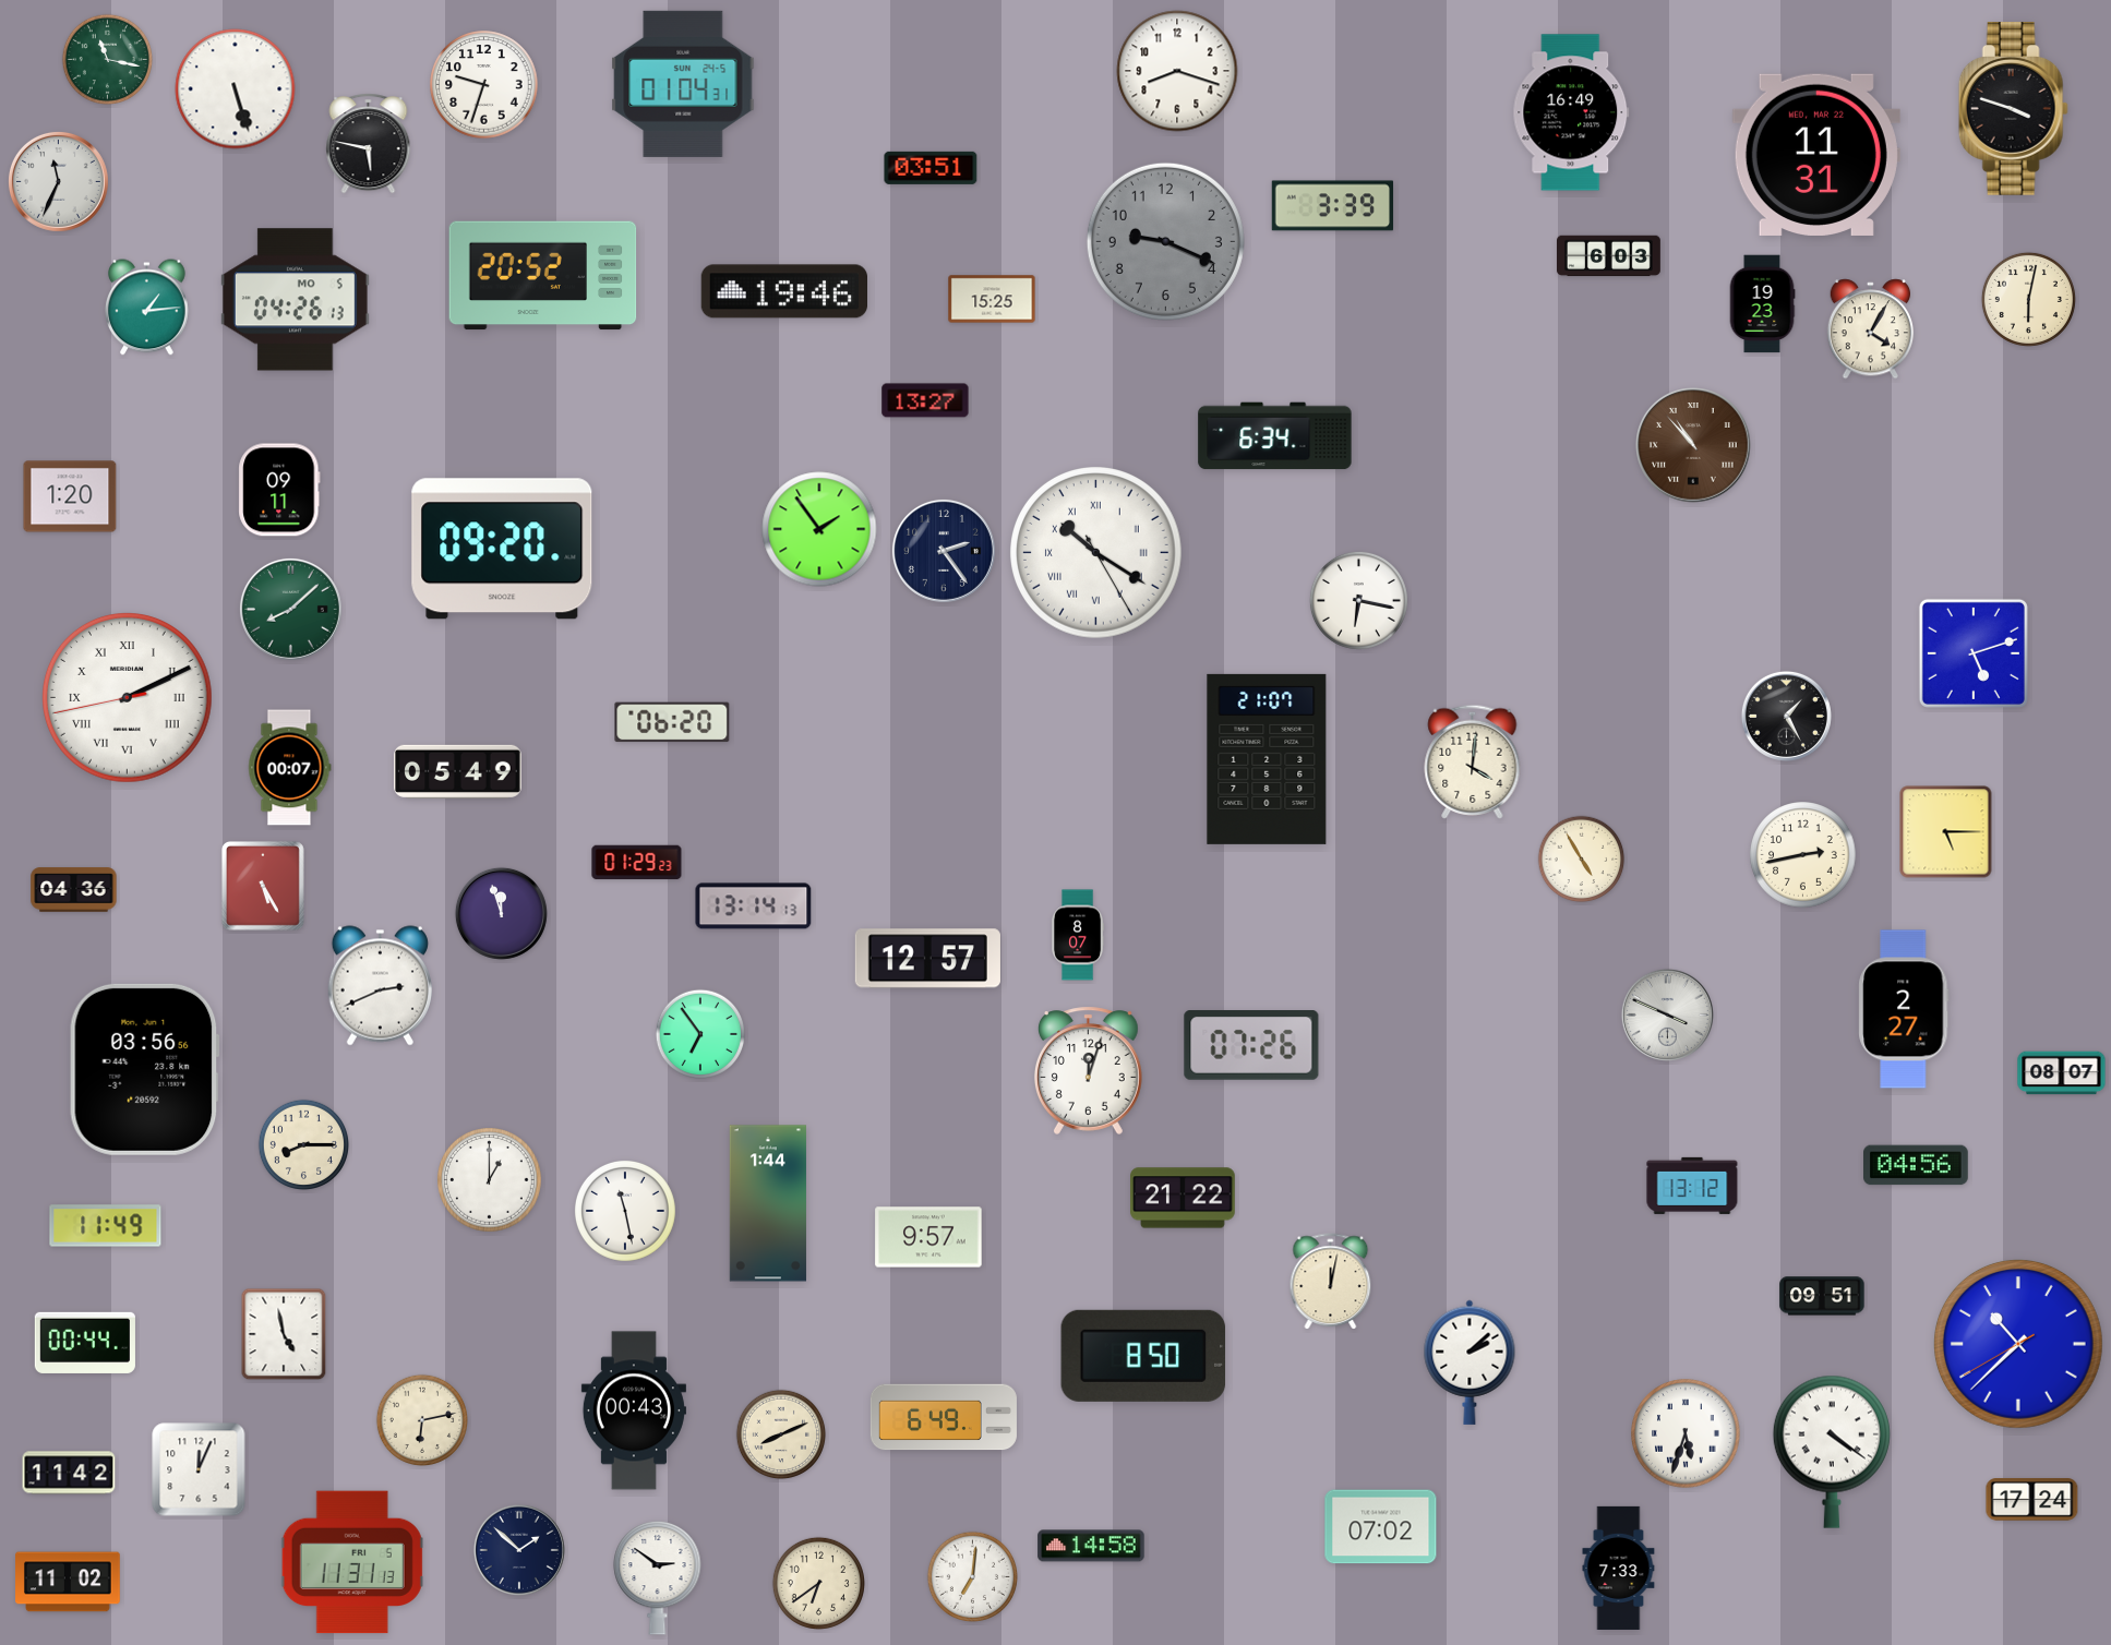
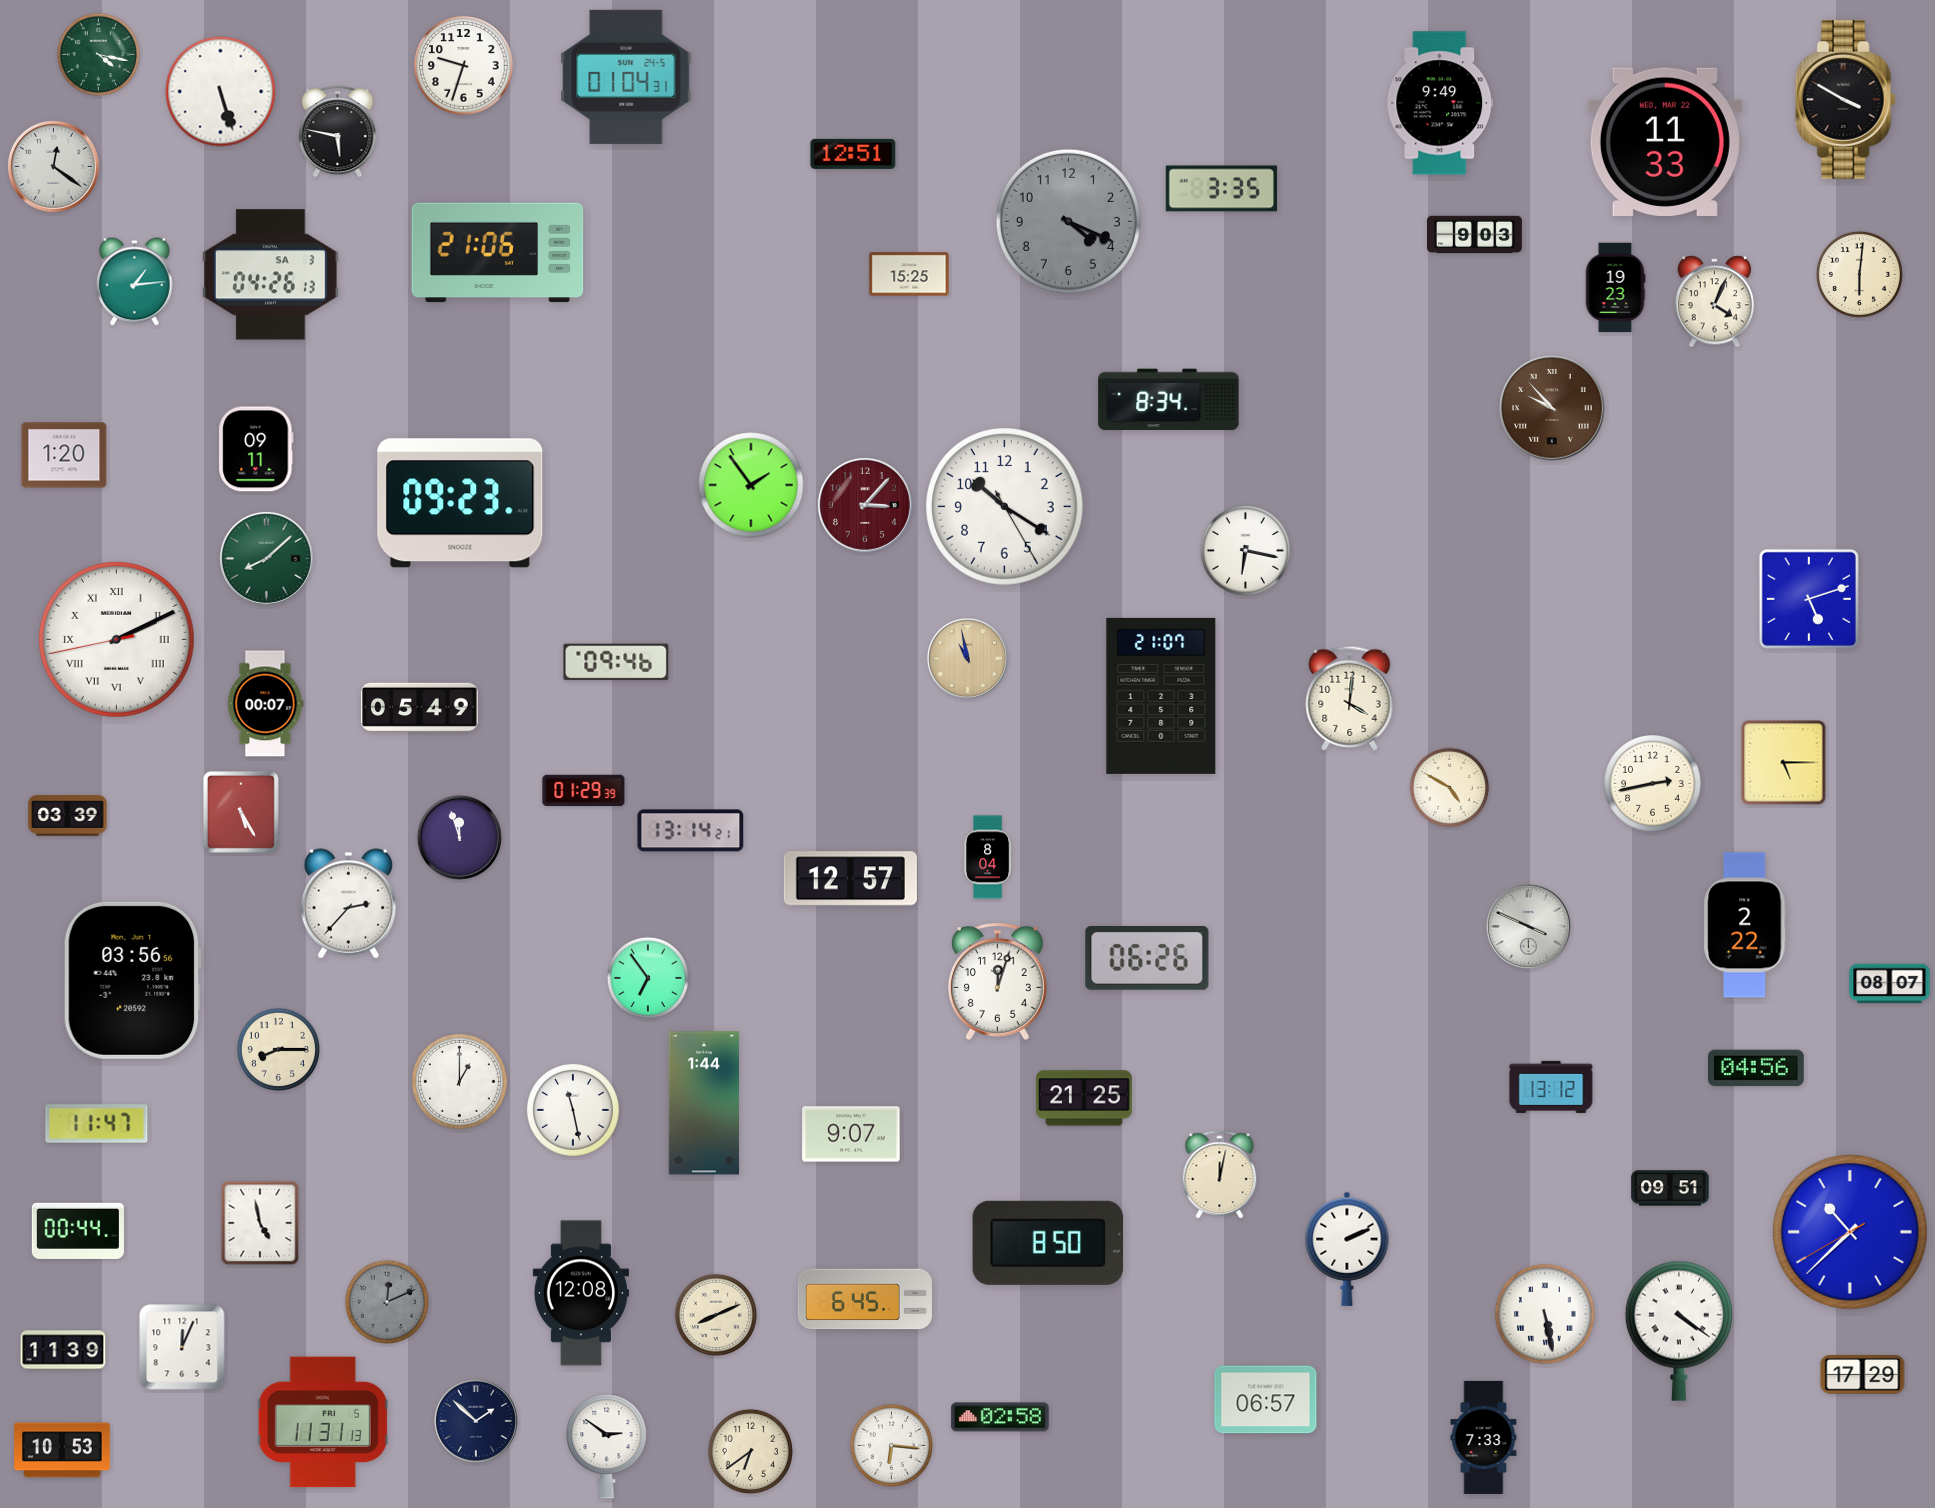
clock at (107, 59): 11:17 -> 4:17
clock at (1177, 71): 8:18 -> none
clock at (484, 85) position: (484, 85) -> (464, 66)
clock at (236, 89) position: (236, 89) -> (221, 92)
clock at (2013, 109): 3:48 -> 3:50
clock at (1571, 112): 16:49 -> 9:49
clock at (1816, 155): 11:31 -> 11:33
clock at (931, 168): 03:51 -> 12:51
clock at (58, 181): 11:34 -> 12:21
clock at (1333, 206): 3:39 -> 3:35
clock at (1165, 241): 9:19 -> 4:19
clock at (1609, 256): 6:03 -> 9:03
clock at (543, 276): 20:52 -> 21:06
clock at (783, 291): 19:46 -> none
clock at (2028, 299): 6:02 -> 6:01
clock at (295, 300) date: MO 5 -> SA 3
clock at (1762, 304) position: (1762, 304) -> (1615, 288)
clock at (1871, 329): 4:05 -> 4:04
clock at (925, 400): 13:27 -> none
clock at (1275, 436): 6:34 -> 8:34
clock at (1694, 446): 10:53 -> 9:53
clock at (502, 549): 09:20 -> 09:23
clock at (944, 551): 2:24 -> 3:07
clock at (944, 551) dial: navy -> burgundy
clock at (1096, 553) numerals: Roman -> Arabic
clock at (1786, 716): 1:25 -> none
clock at (967, 658): none -> 10:58
clock at (672, 722): 06:20 -> 09:46
clock at (1582, 860): 4:55 -> 4:50
clock at (637, 863): 01:29:23 -> 01:29:39
clock at (74, 890): 04:36 -> 03:39
clock at (754, 906): 13:14:13 -> 13:14:21
clock at (1078, 935): 8:07 -> 8:04
clock at (380, 986): 2:41 -> 2:37
clock at (1904, 1009): 2:27 -> 2:22
clock at (1667, 1014) position: (1667, 1014) -> (1528, 926)
clock at (700, 1034) position: (700, 1034) -> (648, 978)
clock at (1251, 1046): 07:26 -> 06:26
clock at (490, 1180) position: (490, 1180) -> (460, 1082)
clock at (1183, 1198): 21:22 -> 21:25
clock at (106, 1226): 11:49 -> 11:47
clock at (928, 1237): 9:57 -> 9:07
clock at (1470, 1362): 2:08 -> 2:11
clock at (634, 1410): 00:43 -> 12:08
clock at (944, 1417): 6:49 -> 6:45
clock at (421, 1419): 6:13 -> 12:11
clock at (421, 1419) dial: cream -> grey
clock at (1686, 1433): 5:33 -> 5:28
clock at (69, 1473): 11:42 -> 11:39
clock at (2032, 1500): 17:24 -> 17:29
clock at (1381, 1527): 07:02 -> 06:57
clock at (1091, 1546): 14:58 -> 02:58
clock at (352, 1562) position: (352, 1562) -> (323, 1422)
clock at (972, 1576): 7:01 -> 6:16
clock at (658, 1577) position: (658, 1577) -> (607, 1446)
clock at (68, 1582): 11:02 -> 10:53
